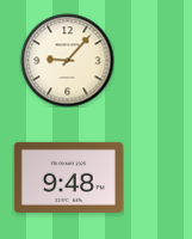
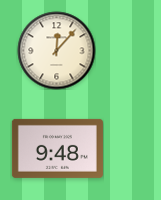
clock at (67, 60): 9:07 -> 12:07
